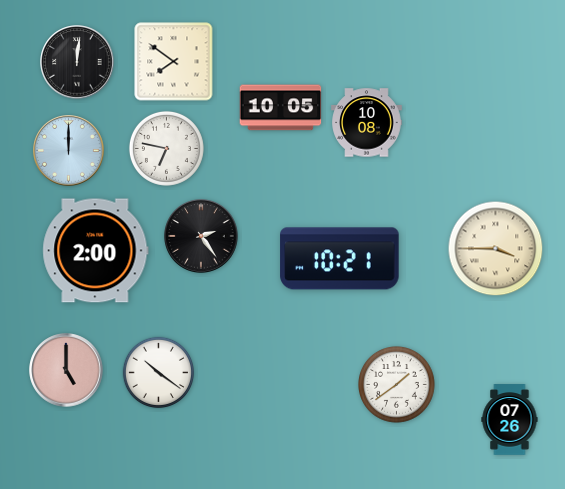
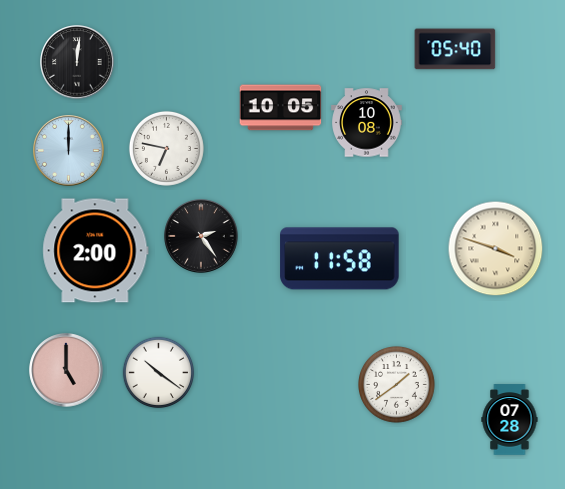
clock at (455, 49): none -> 05:40
clock at (174, 62): 7:51 -> none
clock at (496, 249): 3:45 -> 3:48
clock at (340, 259): 10:21 -> 11:58
clock at (510, 420): 07:26 -> 07:28
